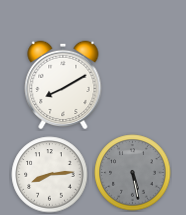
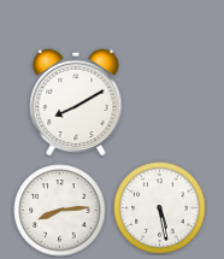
clock at (133, 173) dial: grey -> white
